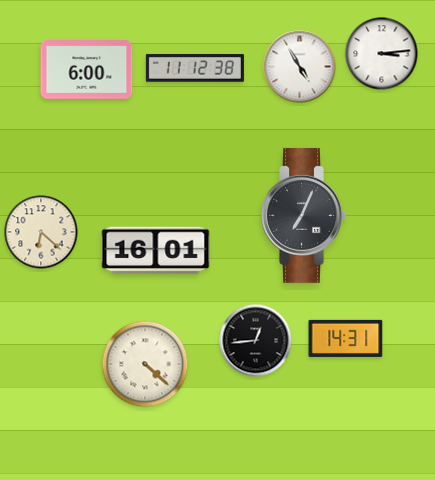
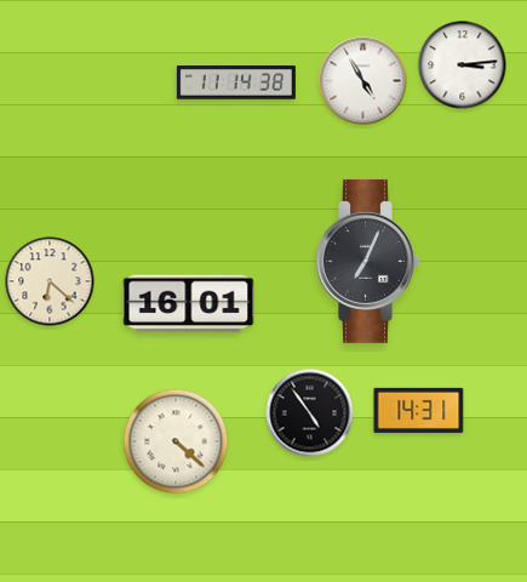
clock at (195, 68): 11:12 -> 11:14
clock at (87, 70): 6:00 -> none
clock at (256, 341): 12:44 -> 4:54
